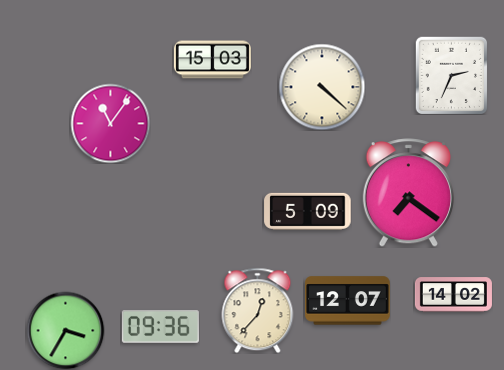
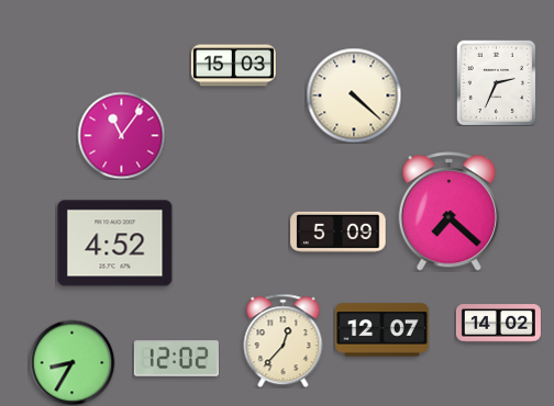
clock at (408, 193): 7:21 -> 7:22
clock at (115, 244): none -> 4:52
clock at (160, 327): 09:36 -> 12:02
clock at (65, 330): 3:35 -> 8:35
